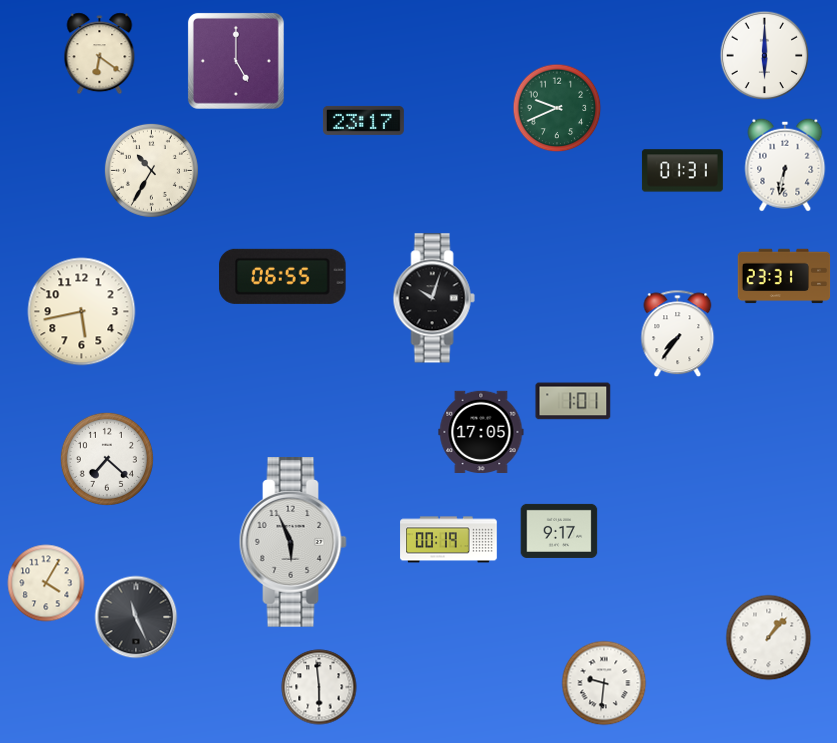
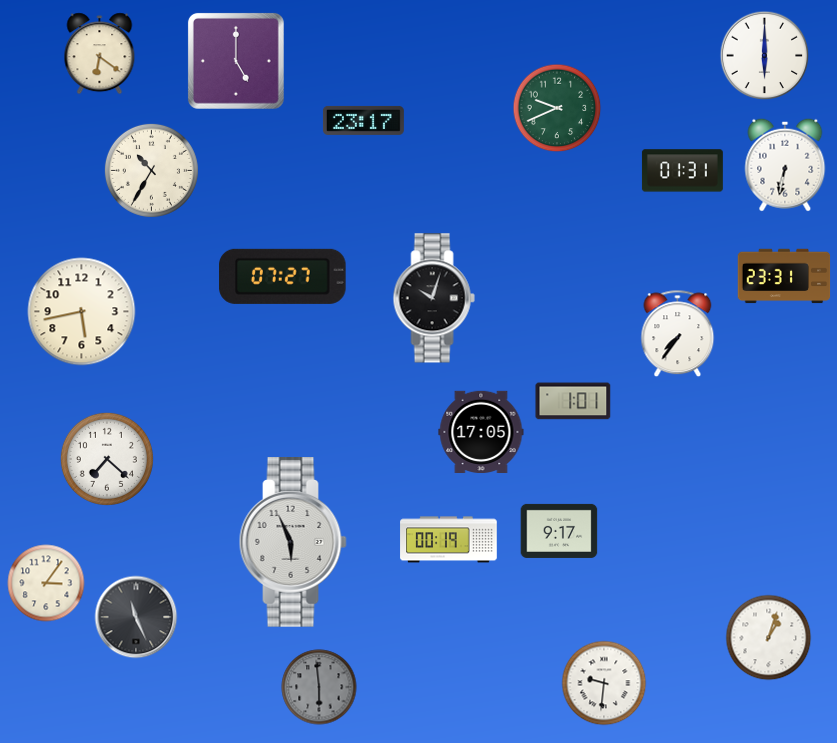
clock at (283, 276): 06:55 -> 07:27
clock at (46, 583): 4:05 -> 3:06
clock at (769, 638): 1:07 -> 1:03
clock at (319, 687) dial: white -> grey
